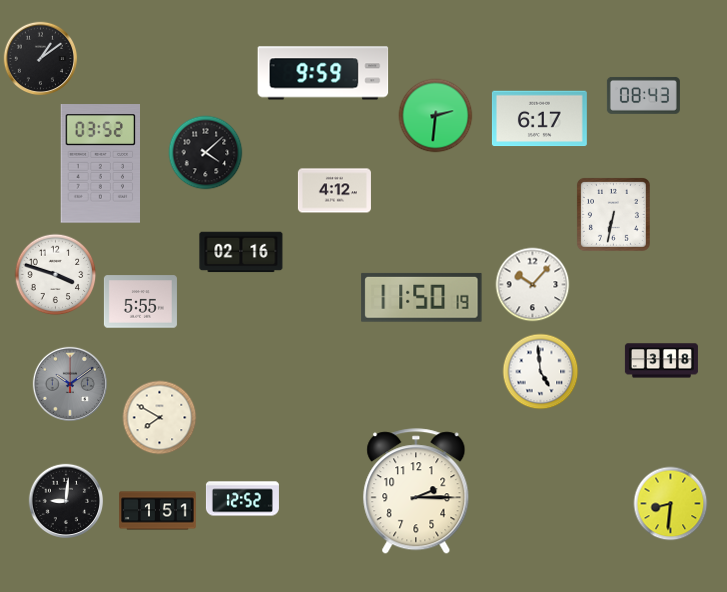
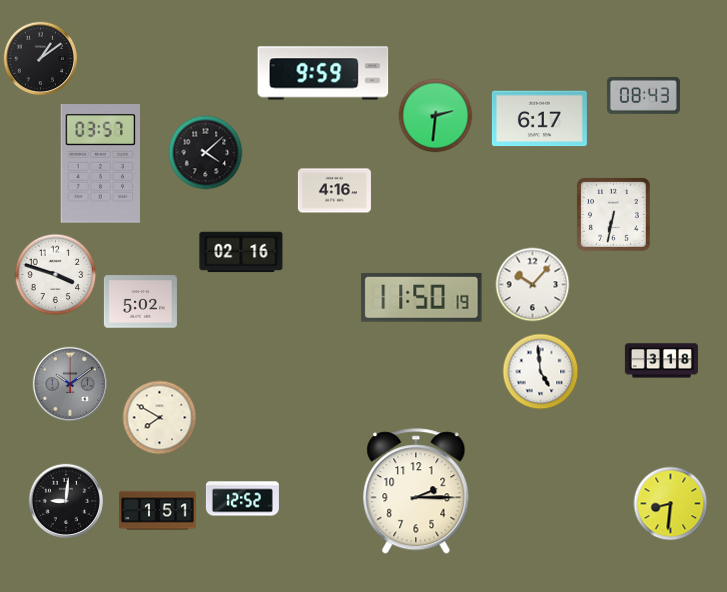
clock at (100, 164): 03:52 -> 03:57
clock at (334, 191): 4:12 -> 4:16
clock at (140, 302): 5:55 -> 5:02
